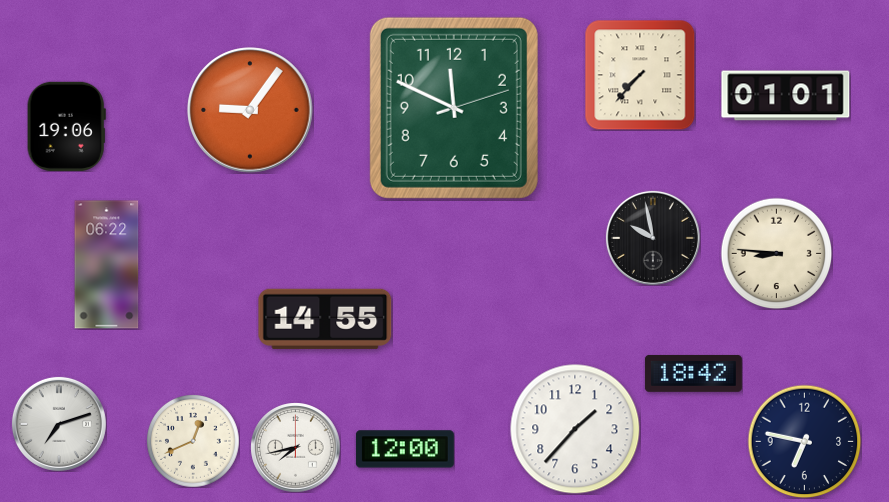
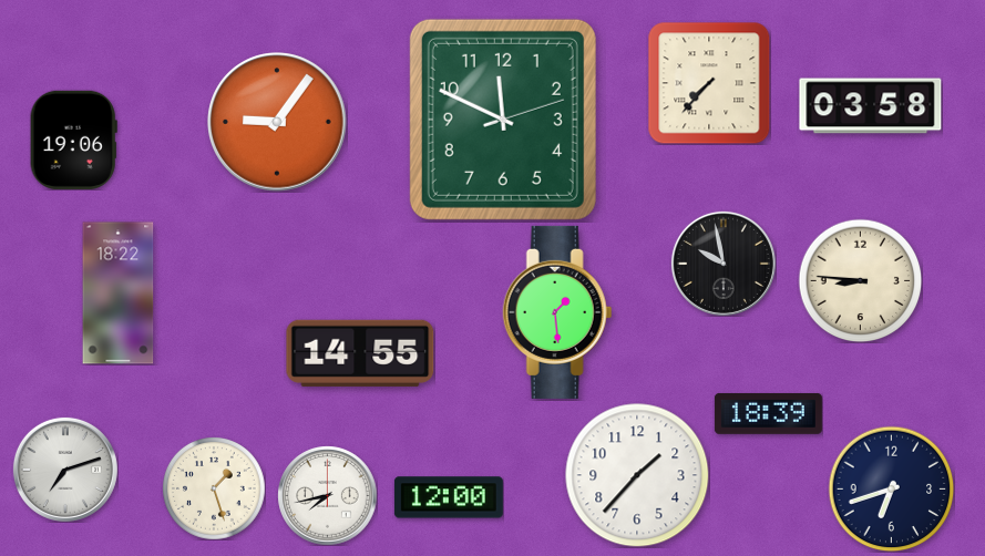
clock at (786, 96): 01:01 -> 03:58
clock at (107, 265): 06:22 -> 18:22
clock at (557, 312): none -> 1:29
clock at (693, 373): 18:42 -> 18:39
clock at (193, 441): 12:41 -> 1:27
clock at (804, 441): 6:47 -> 6:42
